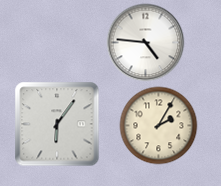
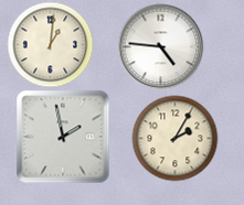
clock at (50, 44): none -> 1:01
clock at (57, 124): 6:06 -> 1:58
